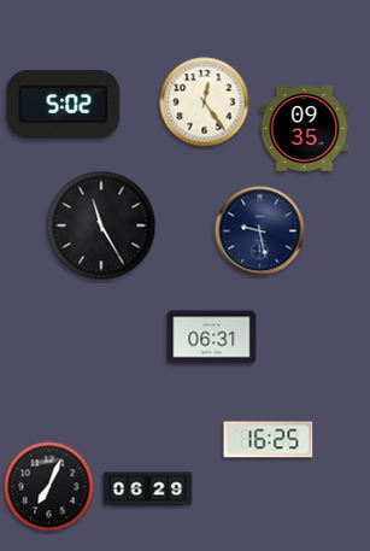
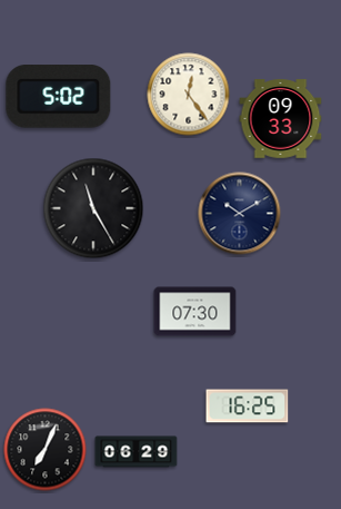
clock at (305, 129): 09:35 -> 09:33
clock at (260, 231): 9:28 -> 10:10
clock at (212, 338): 06:31 -> 07:30
